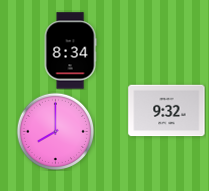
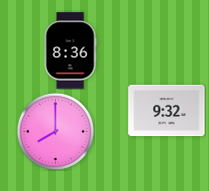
clock at (70, 51): 8:34 -> 8:36
